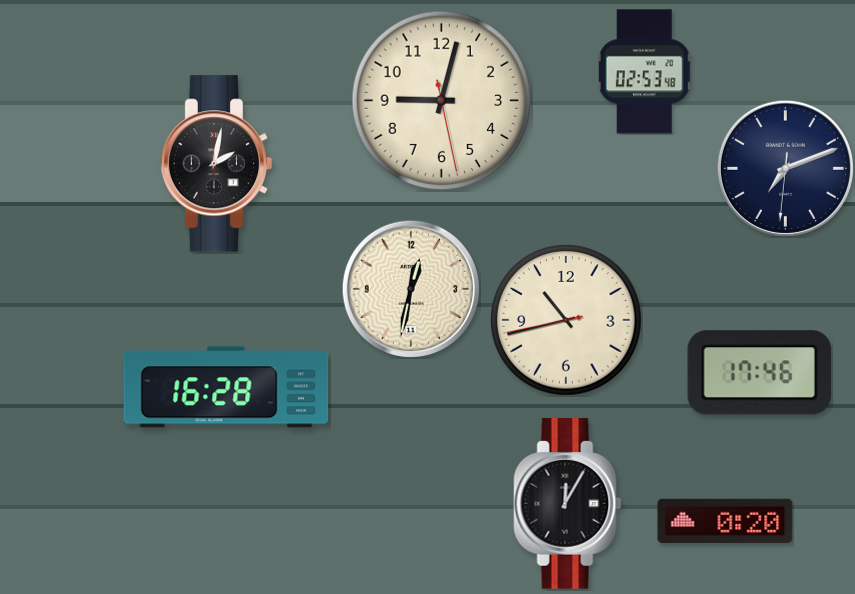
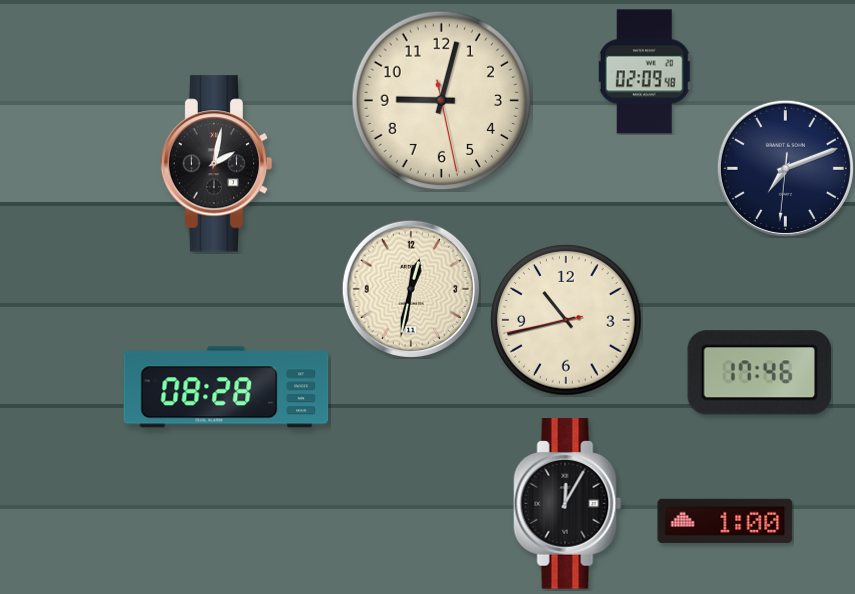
clock at (645, 72): 02:53 -> 02:09
clock at (226, 387): 16:28 -> 08:28
clock at (725, 521): 0:20 -> 1:00
